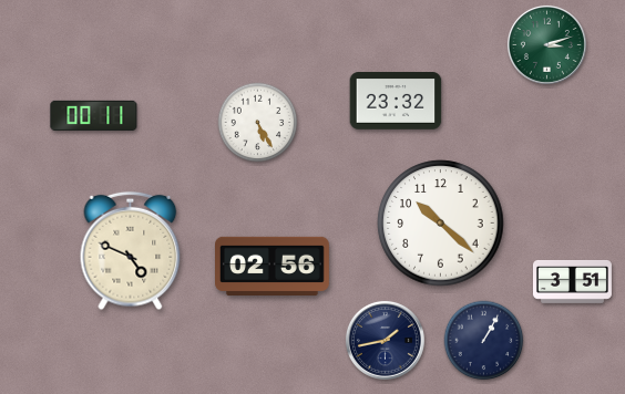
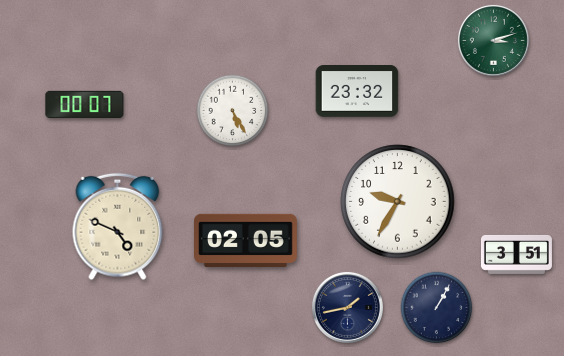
clock at (94, 115): 00:11 -> 00:07
clock at (441, 224): 10:22 -> 9:35
clock at (273, 266): 02:56 -> 02:05
